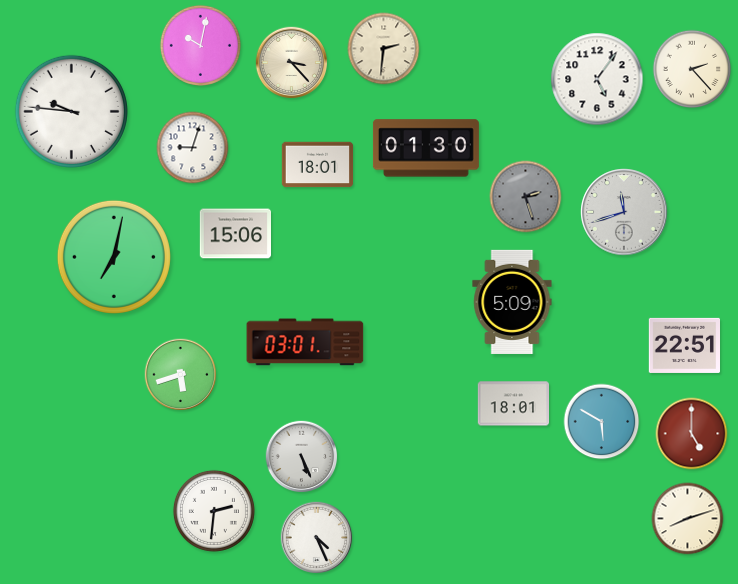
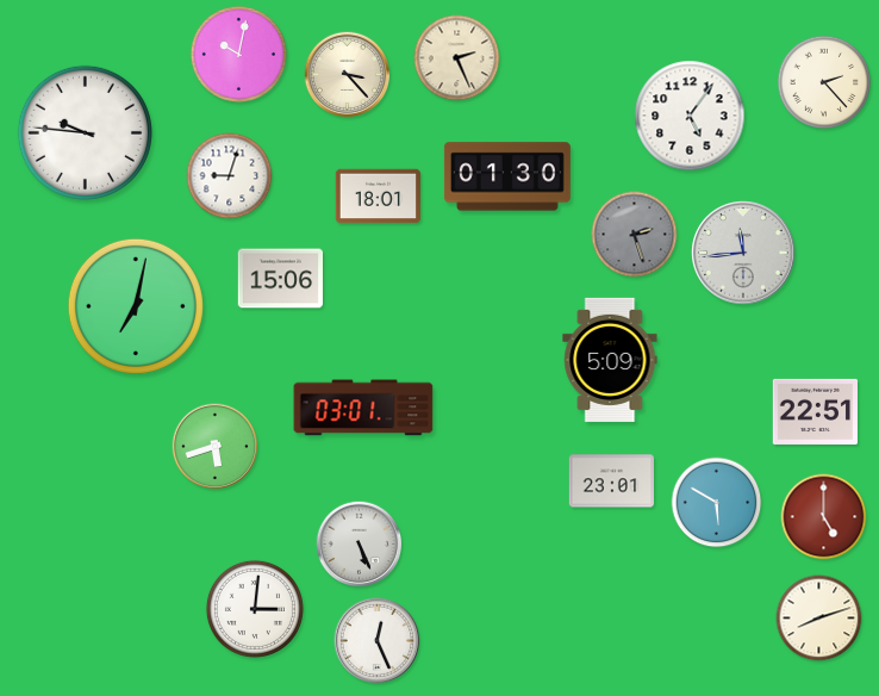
clock at (384, 49): 2:31 -> 2:26
clock at (597, 79) position: (597, 79) -> (690, 116)
clock at (526, 197) position: (526, 197) -> (635, 235)
clock at (624, 212): 11:42 -> 11:44
clock at (513, 404): 18:01 -> 23:01
clock at (214, 511): 2:31 -> 3:01
clock at (317, 538): 4:26 -> 12:26
